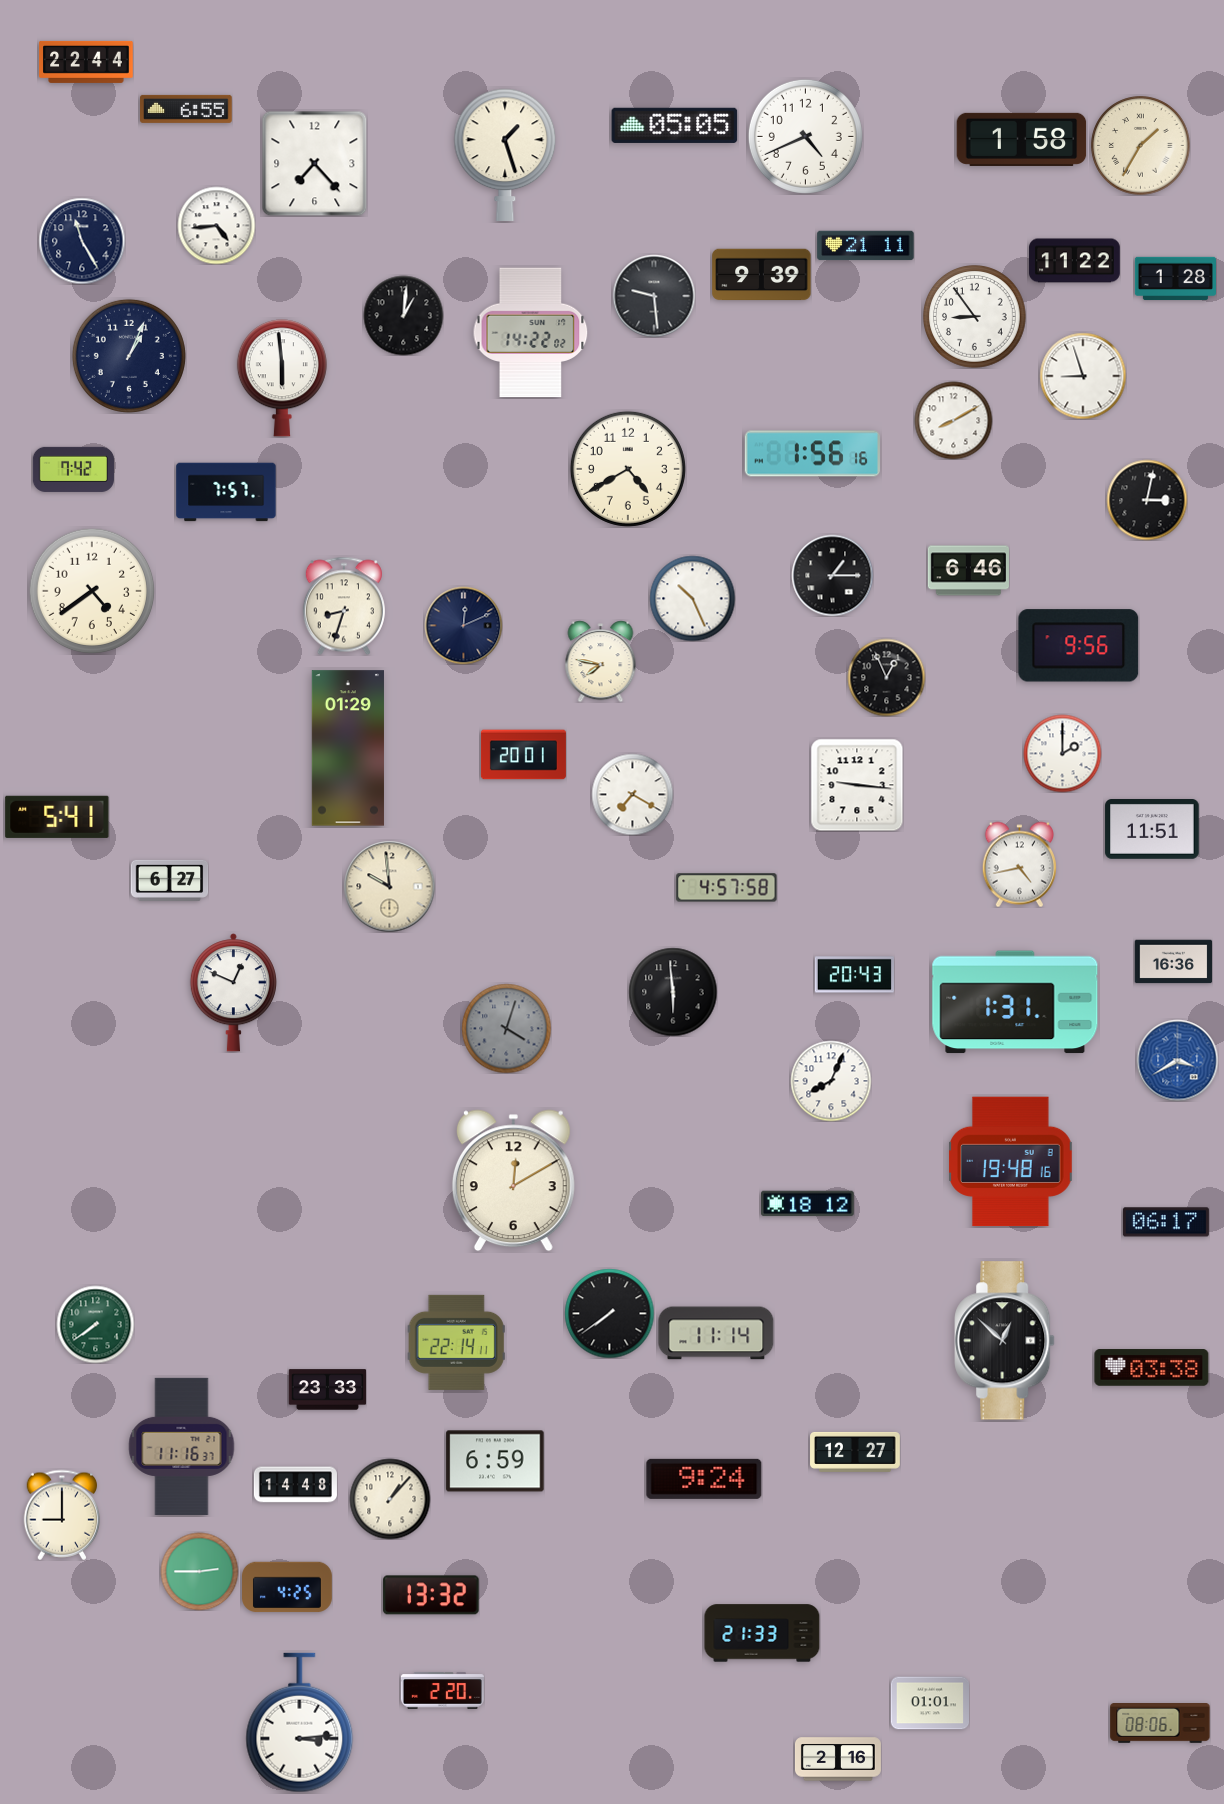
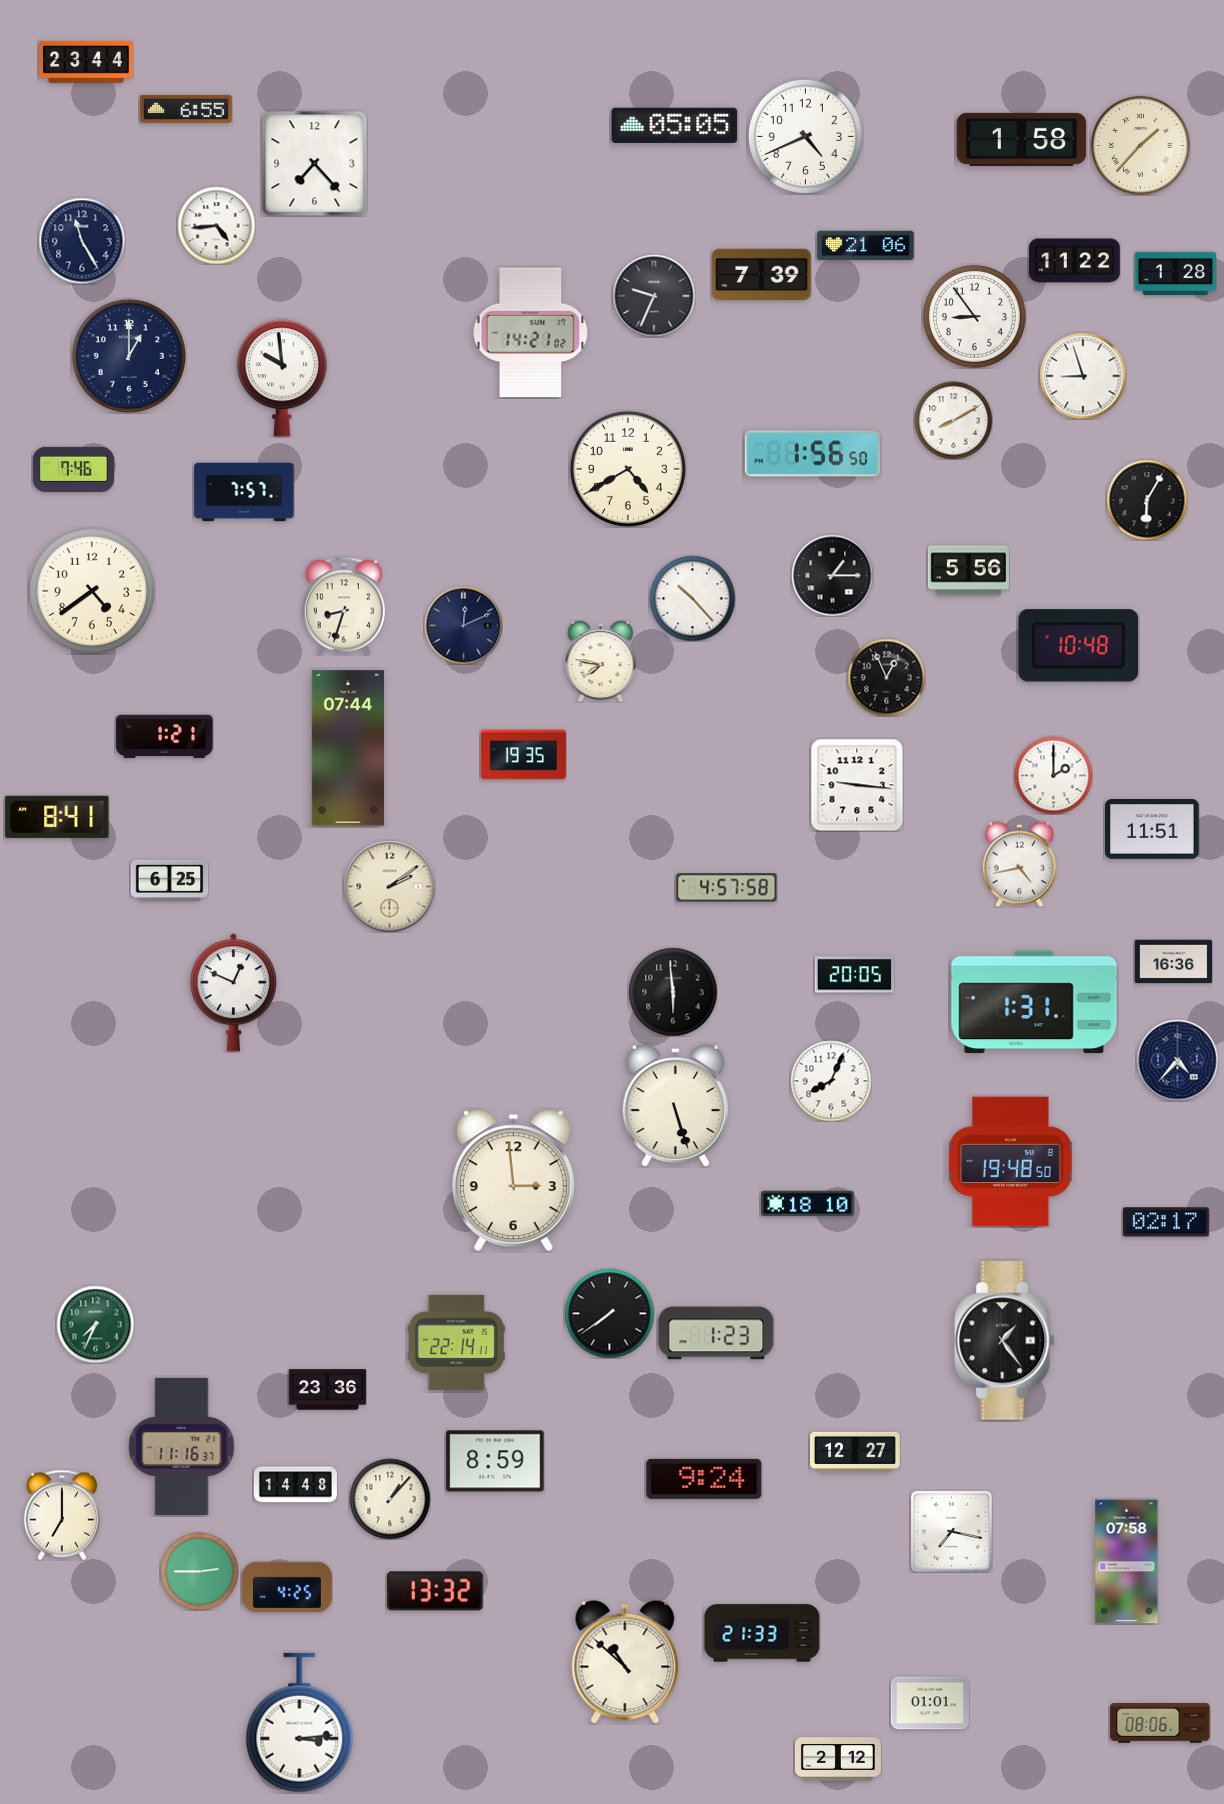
clock at (86, 62): 22:44 -> 23:44
clock at (1141, 146): 1:35 -> 1:37
clock at (505, 154): 1:27 -> none
clock at (866, 246): 21:11 -> 21:06
clock at (762, 275): 9:39 -> 7:39
clock at (1175, 279) position: (1175, 279) -> (1175, 274)
clock at (654, 296): 9:29 -> 9:34
clock at (403, 315): 1:01 -> none
clock at (531, 333): 14:22 -> 14:21
clock at (129, 356): 1:04 -> 1:00
clock at (282, 378): 5:59 -> 9:59
clock at (812, 454): 1:56:16 -> 1:56:50
clock at (73, 469): 7:42 -> 7:46
clock at (226, 492) position: (226, 492) -> (244, 492)
clock at (1147, 500): 3:02 -> 6:05
clock at (968, 571): 6:46 -> 5:56
clock at (692, 598): 10:26 -> 10:23
clock at (1079, 646): 9:56 -> 10:48
clock at (165, 737): none -> 1:21
clock at (348, 748): 01:29 -> 07:44
clock at (1062, 753) position: (1062, 753) -> (1053, 775)
clock at (523, 755): 20:01 -> 19:35
clock at (632, 794): 7:20 -> none
clock at (57, 817): 5:41 -> 8:41
clock at (169, 880): 6:27 -> 6:25
clock at (389, 886): 9:59 -> 2:09
clock at (854, 975): 20:43 -> 20:05
clock at (1015, 1002) position: (1015, 1002) -> (1034, 1002)
clock at (506, 1028): 4:03 -> none
clock at (1177, 1060): 3:40 -> 4:37
clock at (1177, 1060) dial: blue -> navy
clock at (675, 1105): none -> 5:27
clock at (1011, 1162): 19:48:16 -> 19:48:50
clock at (513, 1181): 12:10 -> 2:59
clock at (808, 1204): 18:12 -> 18:10
clock at (1166, 1222): 06:17 -> 02:17
clock at (95, 1324): 7:39 -> 7:34
clock at (716, 1333): 11:14 -> 1:23
clock at (1005, 1341): 12:52 -> 1:24
clock at (1152, 1368): 03:38 -> none
clock at (327, 1390): 23:33 -> 23:36
clock at (495, 1461): 6:59 -> 8:59
clock at (62, 1515): 9:00 -> 7:00
clock at (951, 1531): none -> 7:17
clock at (1127, 1562): none -> 07:58
clock at (431, 1595) position: (431, 1595) -> (435, 1591)
clock at (625, 1662): none -> 10:52
clock at (442, 1691): 2:20 -> none
clock at (838, 1759): 2:16 -> 2:12
